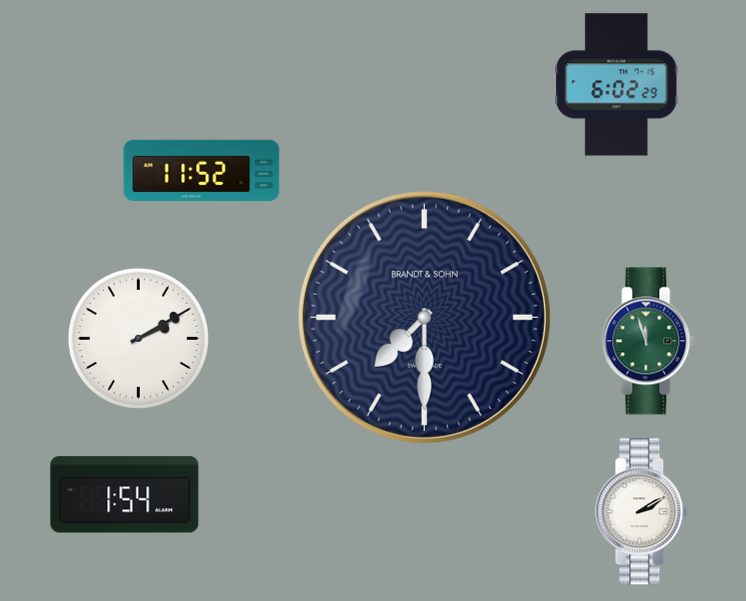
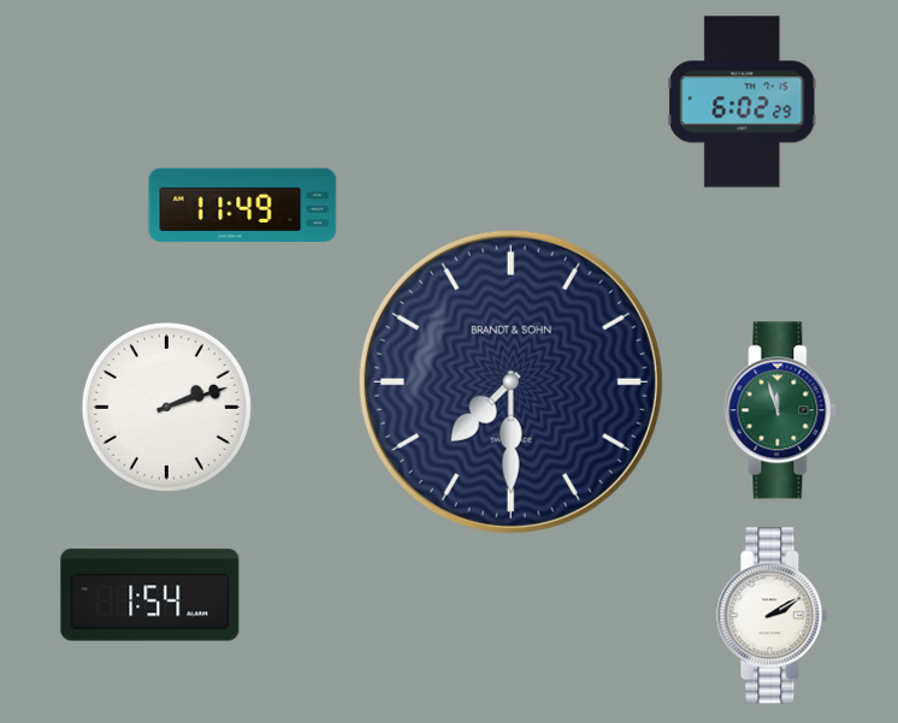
clock at (202, 170): 11:52 -> 11:49
clock at (138, 338): 2:10 -> 2:12
